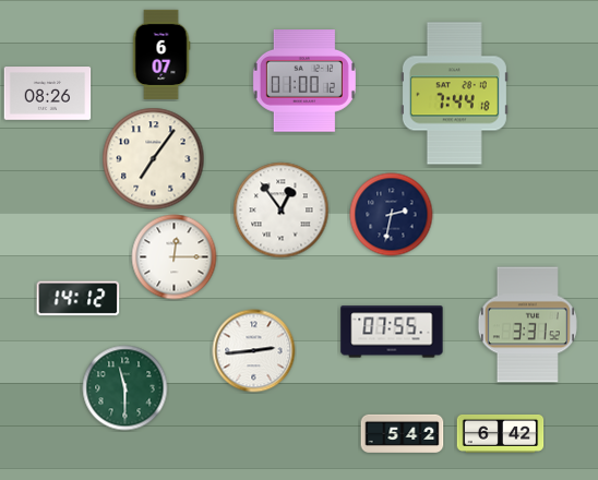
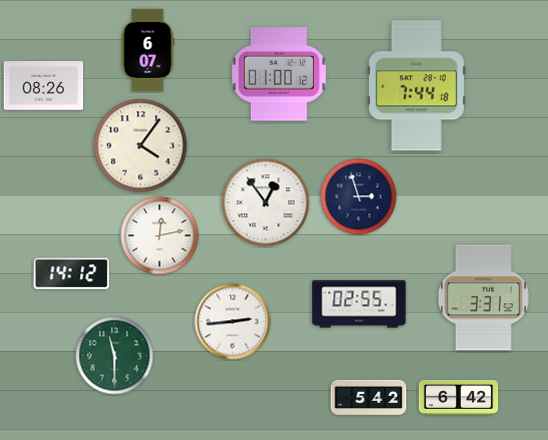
clock at (154, 159): 7:06 -> 4:06
clock at (282, 211) position: (282, 211) -> (266, 203)
clock at (392, 215): 2:32 -> 2:57
clock at (175, 257): 12:15 -> 12:13
clock at (392, 332): 07:55 -> 02:55
